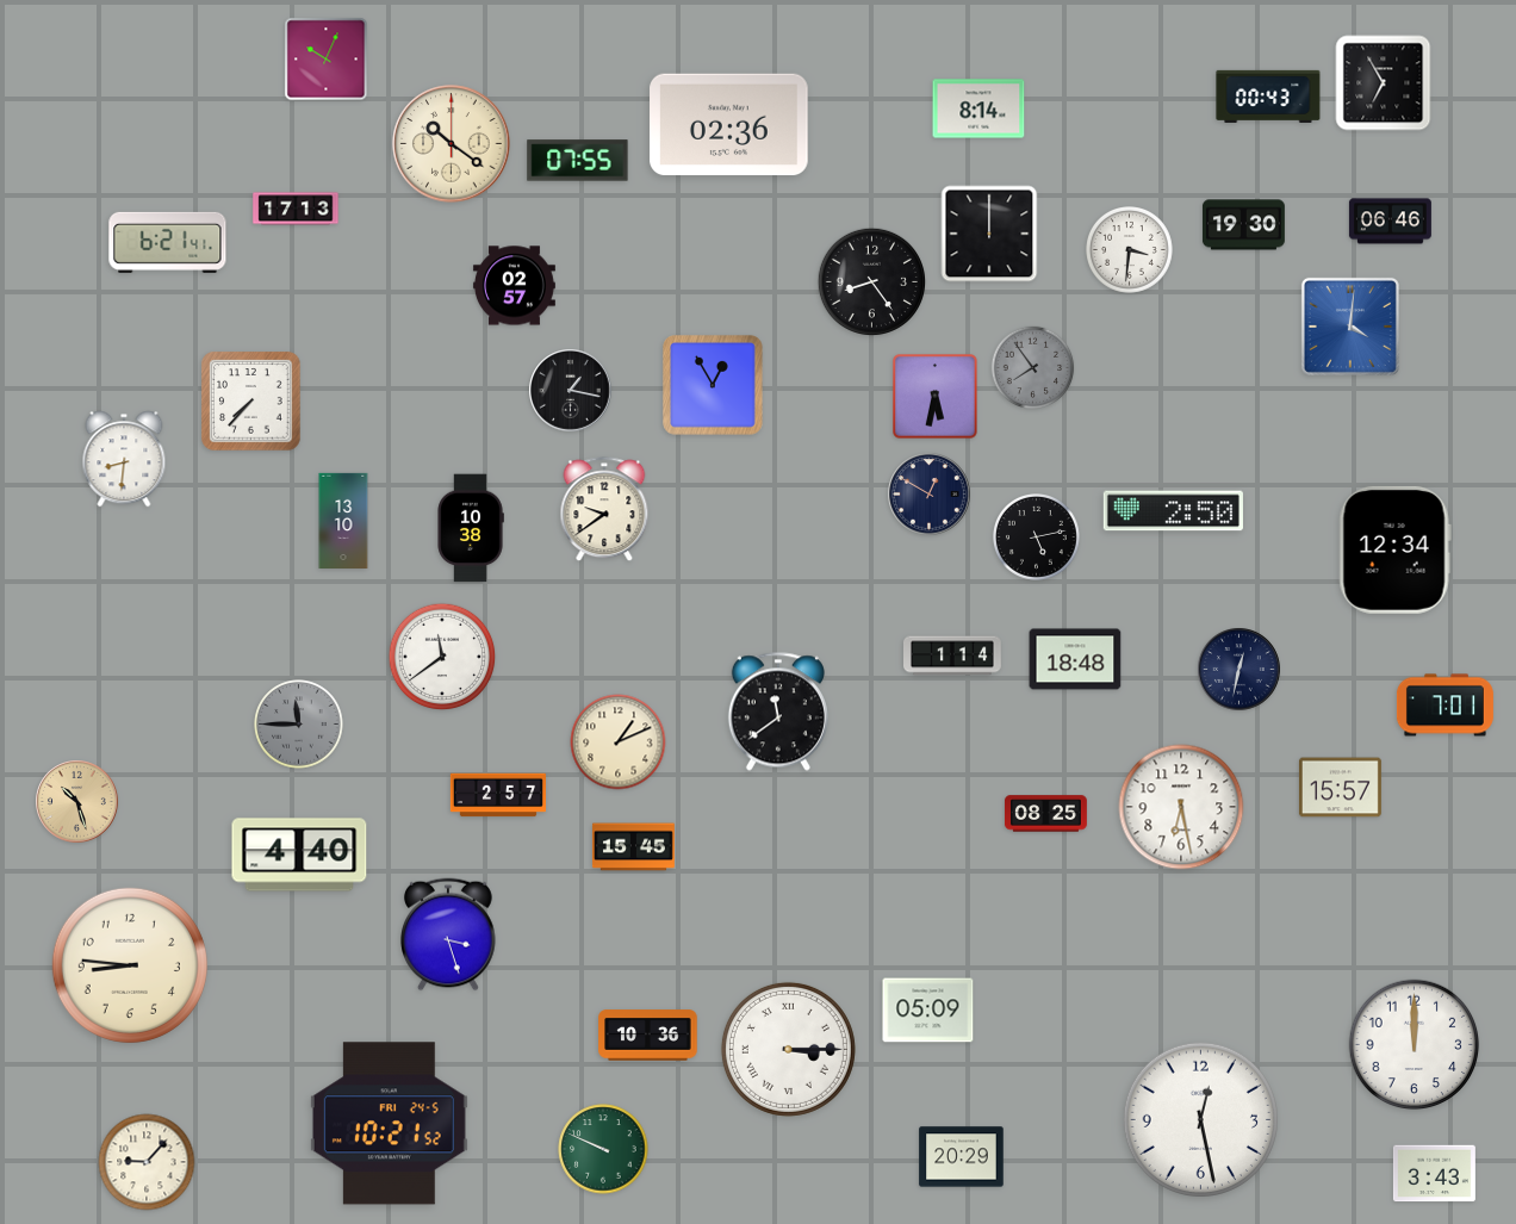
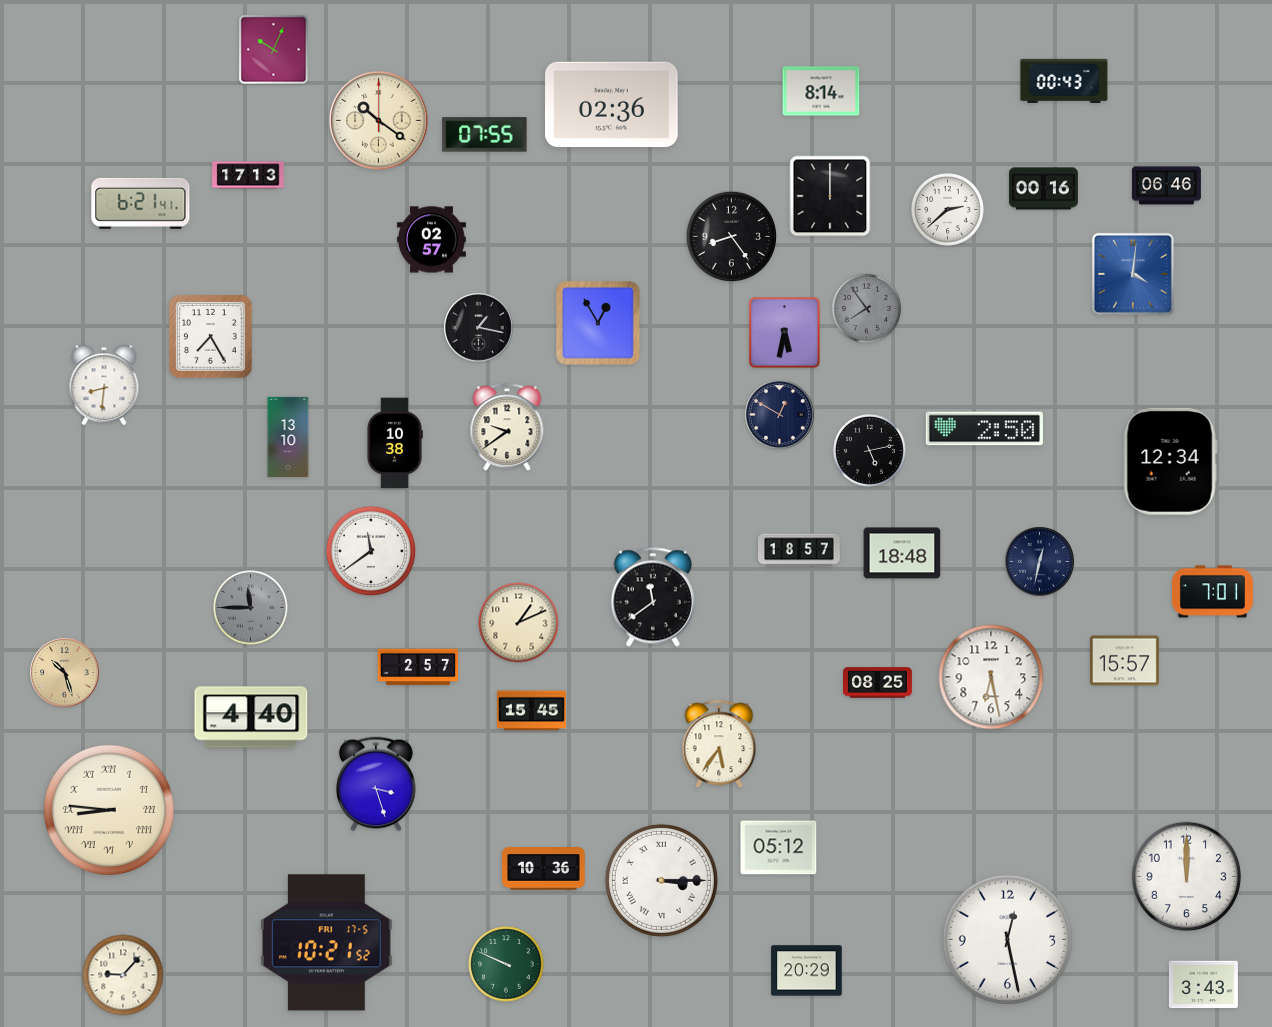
clock at (1384, 83): 6:55 -> none
clock at (1243, 225): 19:30 -> 00:16
clock at (1130, 250): 3:31 -> 2:38
clock at (251, 402): 7:37 -> 7:25
clock at (953, 656): 1:14 -> 18:57
clock at (719, 745): none -> 5:36
clock at (130, 965) numerals: Arabic -> Roman
clock at (928, 1011): 05:09 -> 05:12
clock at (389, 1124) date: FRI 24-5 -> FRI 17-5
